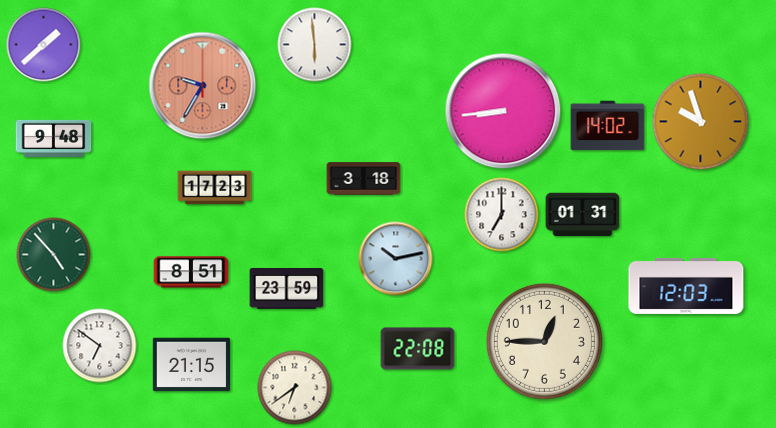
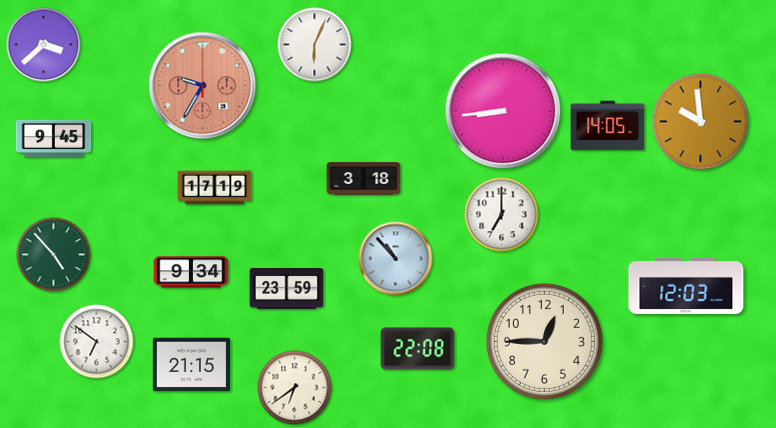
clock at (44, 45): 1:38 -> 3:38
clock at (315, 45): 5:59 -> 6:04
clock at (701, 122): 9:57 -> 9:59
clock at (608, 126): 14:02 -> 14:05
clock at (54, 138): 9:48 -> 9:45
clock at (215, 188): 17:23 -> 17:19
clock at (583, 215): 01:31 -> none
clock at (396, 259): 10:13 -> 10:53
clock at (191, 272): 8:51 -> 9:34
clock at (100, 346) position: (100, 346) -> (97, 342)
